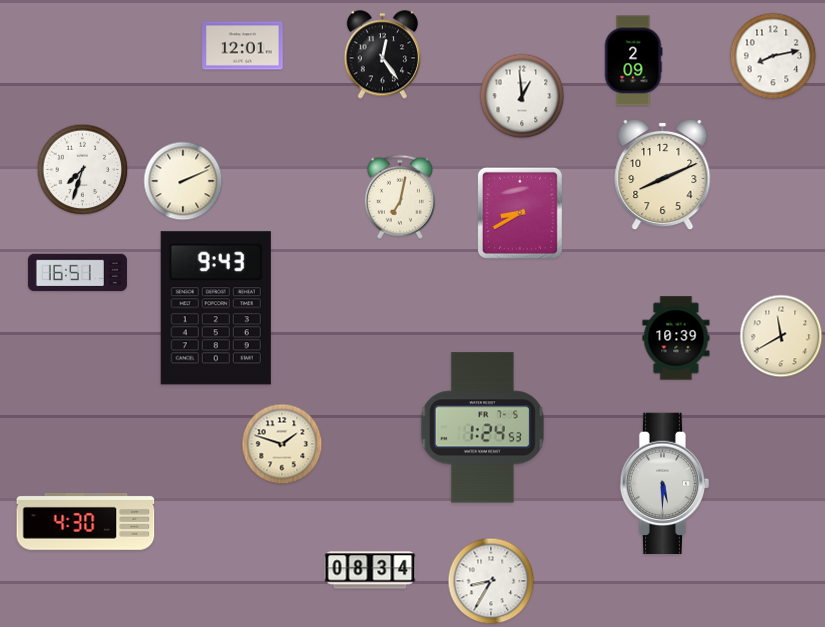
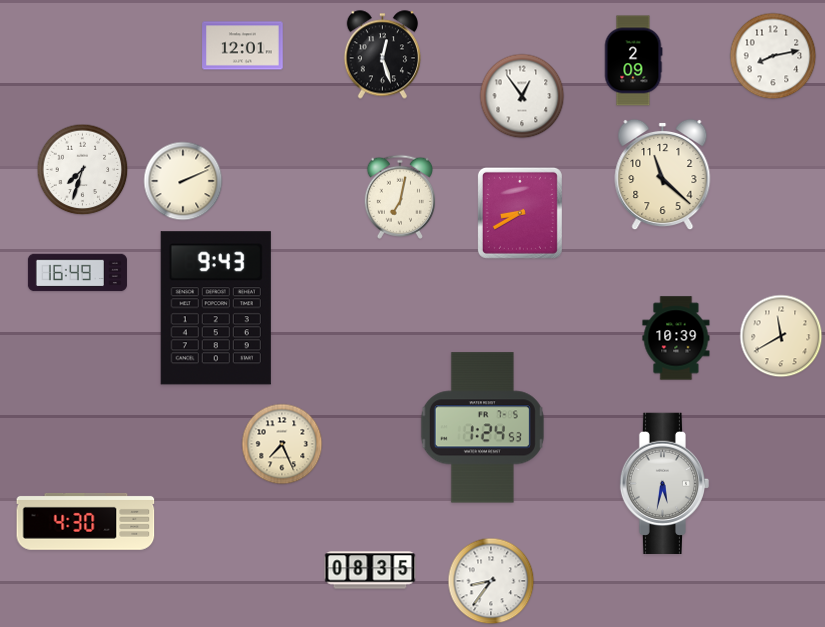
clock at (382, 55): 12:24 -> 12:27
clock at (522, 96): 12:59 -> 12:54
clock at (663, 175): 8:11 -> 11:22
clock at (77, 273): 16:51 -> 16:49
clock at (282, 444): 1:48 -> 7:26
clock at (665, 483): 5:30 -> 5:32
clock at (370, 570): 08:34 -> 08:35
clock at (491, 581): 8:35 -> 8:36
